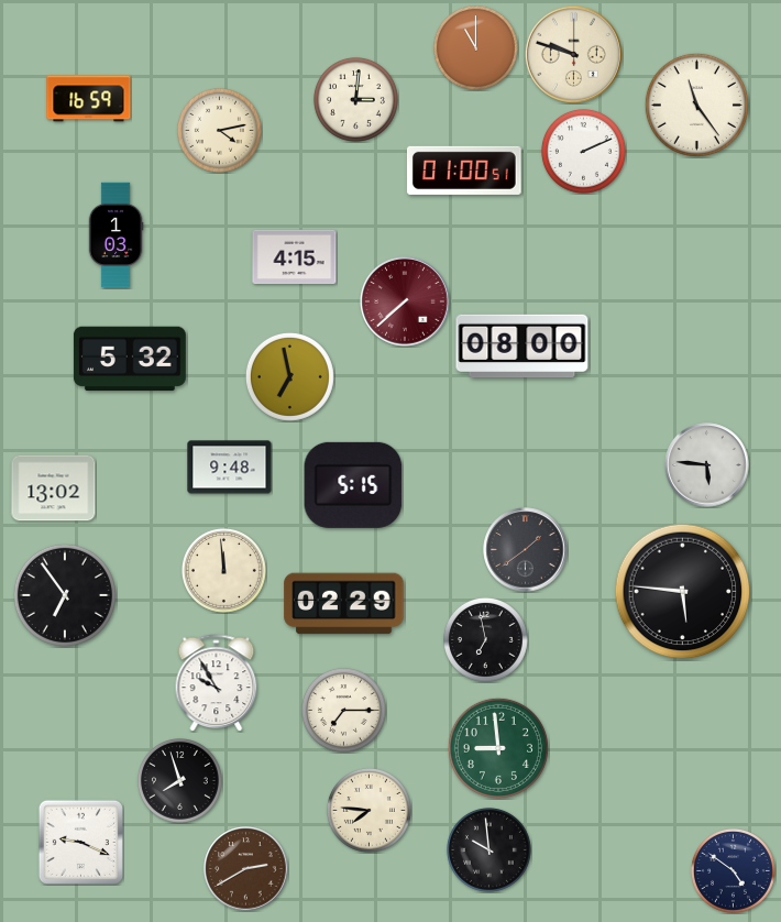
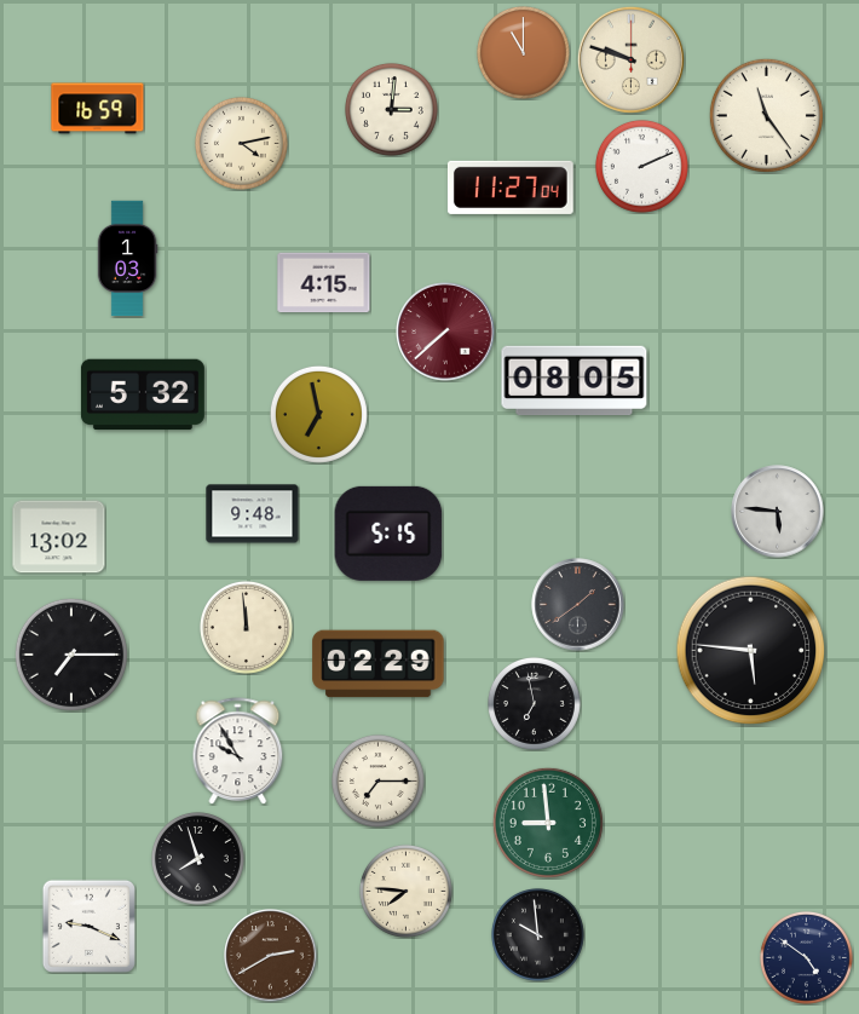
clock at (464, 171): 01:00 -> 11:27
clock at (522, 347): 08:00 -> 08:05
clock at (65, 595): 6:54 -> 7:15
